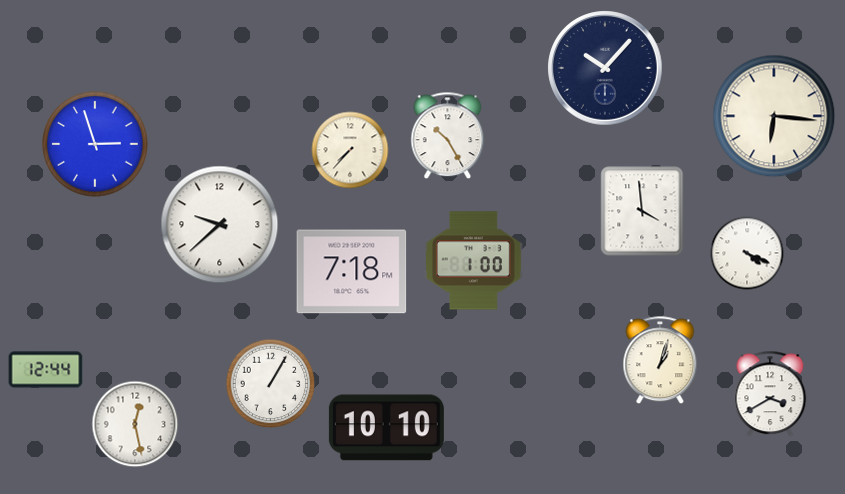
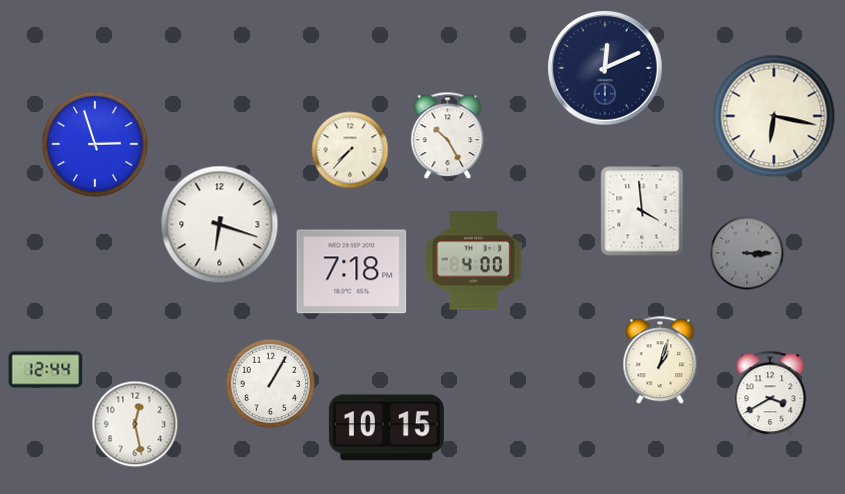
clock at (605, 68): 10:07 -> 12:11
clock at (774, 116): 6:16 -> 6:17
clock at (220, 225): 9:38 -> 6:18
clock at (747, 253): 4:19 -> 3:15
clock at (747, 253) dial: white -> grey
clock at (474, 261): 1:00 -> 4:00
clock at (386, 428): 10:10 -> 10:15
